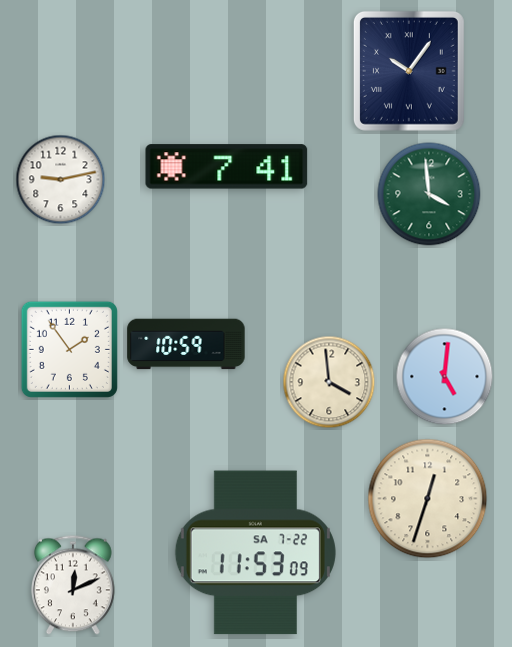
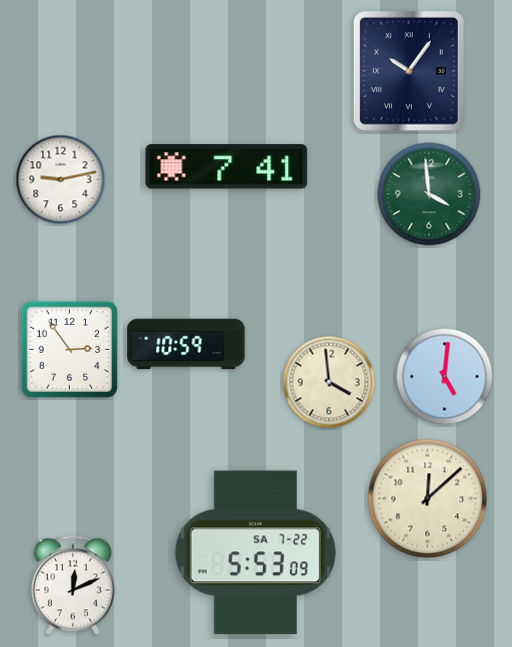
clock at (69, 349): 1:54 -> 2:54
clock at (428, 499): 12:33 -> 12:08
clock at (255, 553): 11:53 -> 5:53
